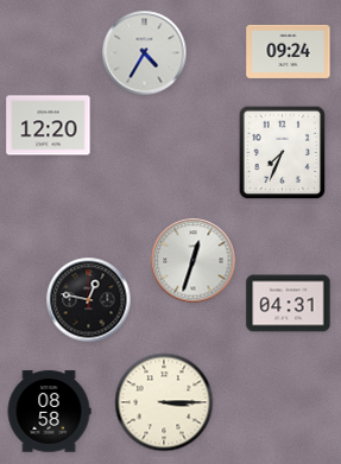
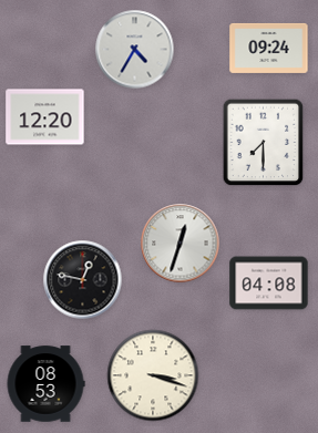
clock at (283, 153): 7:34 -> 7:30
clock at (289, 304): 04:31 -> 04:08
clock at (164, 402): 3:15 -> 3:18
clock at (49, 412): 08:58 -> 08:53
